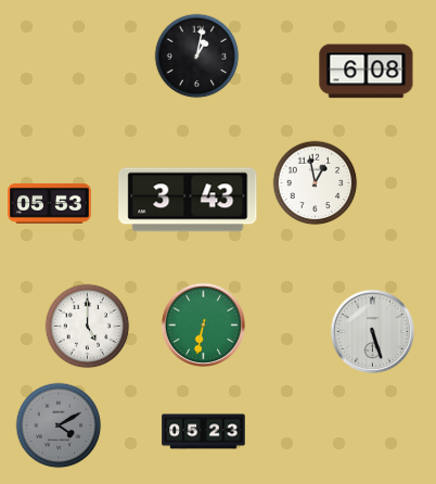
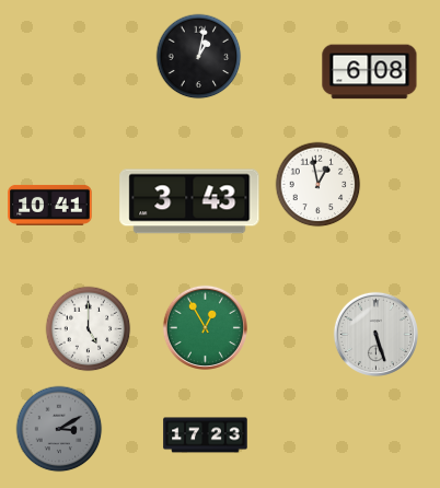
clock at (50, 203): 05:53 -> 10:41
clock at (203, 324): 6:32 -> 12:55
clock at (59, 425): 4:10 -> 3:10
clock at (204, 432): 05:23 -> 17:23
